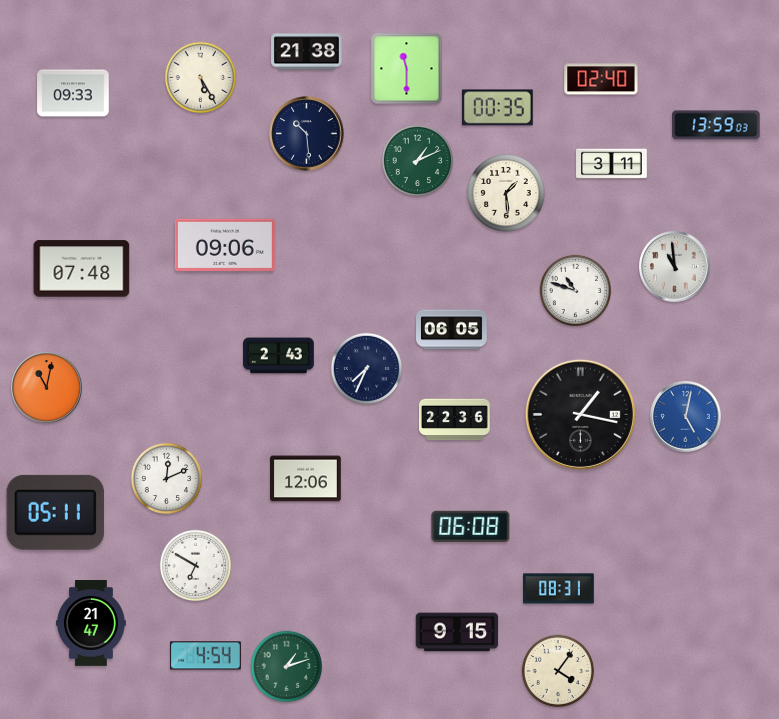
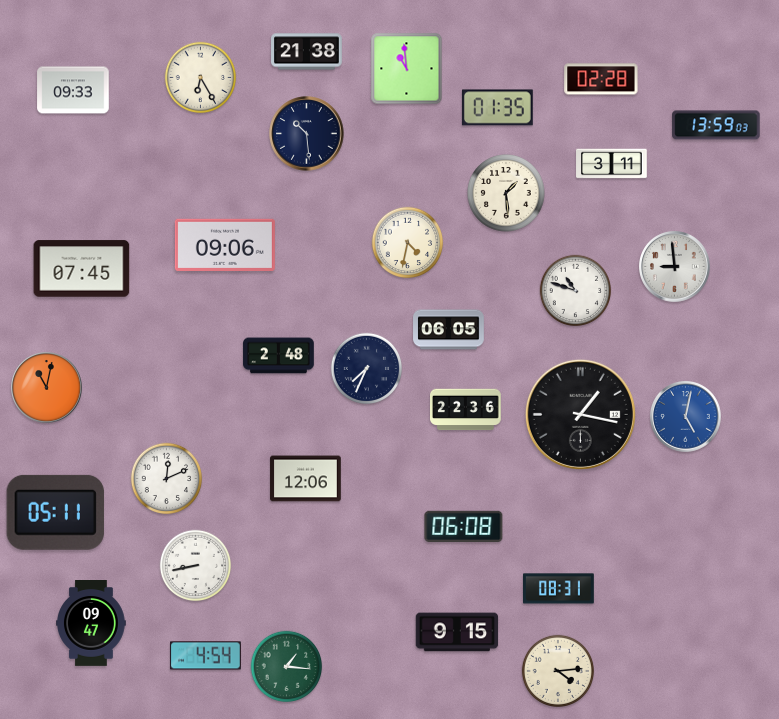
clock at (407, 69): 11:30 -> 10:59
clock at (201, 78): 5:25 -> 6:25
clock at (601, 79): 02:40 -> 02:28
clock at (73, 93) position: (73, 93) -> (73, 90)
clock at (497, 108): 00:35 -> 01:35
clock at (418, 161): 1:11 -> none
clock at (408, 243): none -> 4:32
clock at (675, 267): 10:59 -> 8:59
clock at (82, 269): 07:48 -> 07:45
clock at (452, 330) position: (452, 330) -> (449, 330)
clock at (279, 356): 2:43 -> 2:48
clock at (455, 420) position: (455, 420) -> (466, 410)
clock at (471, 526) position: (471, 526) -> (464, 526)
clock at (196, 566): 6:50 -> 8:43
clock at (92, 624): 21:47 -> 09:47
clock at (287, 667): 1:12 -> 1:16
clock at (557, 670): 4:06 -> 4:14
